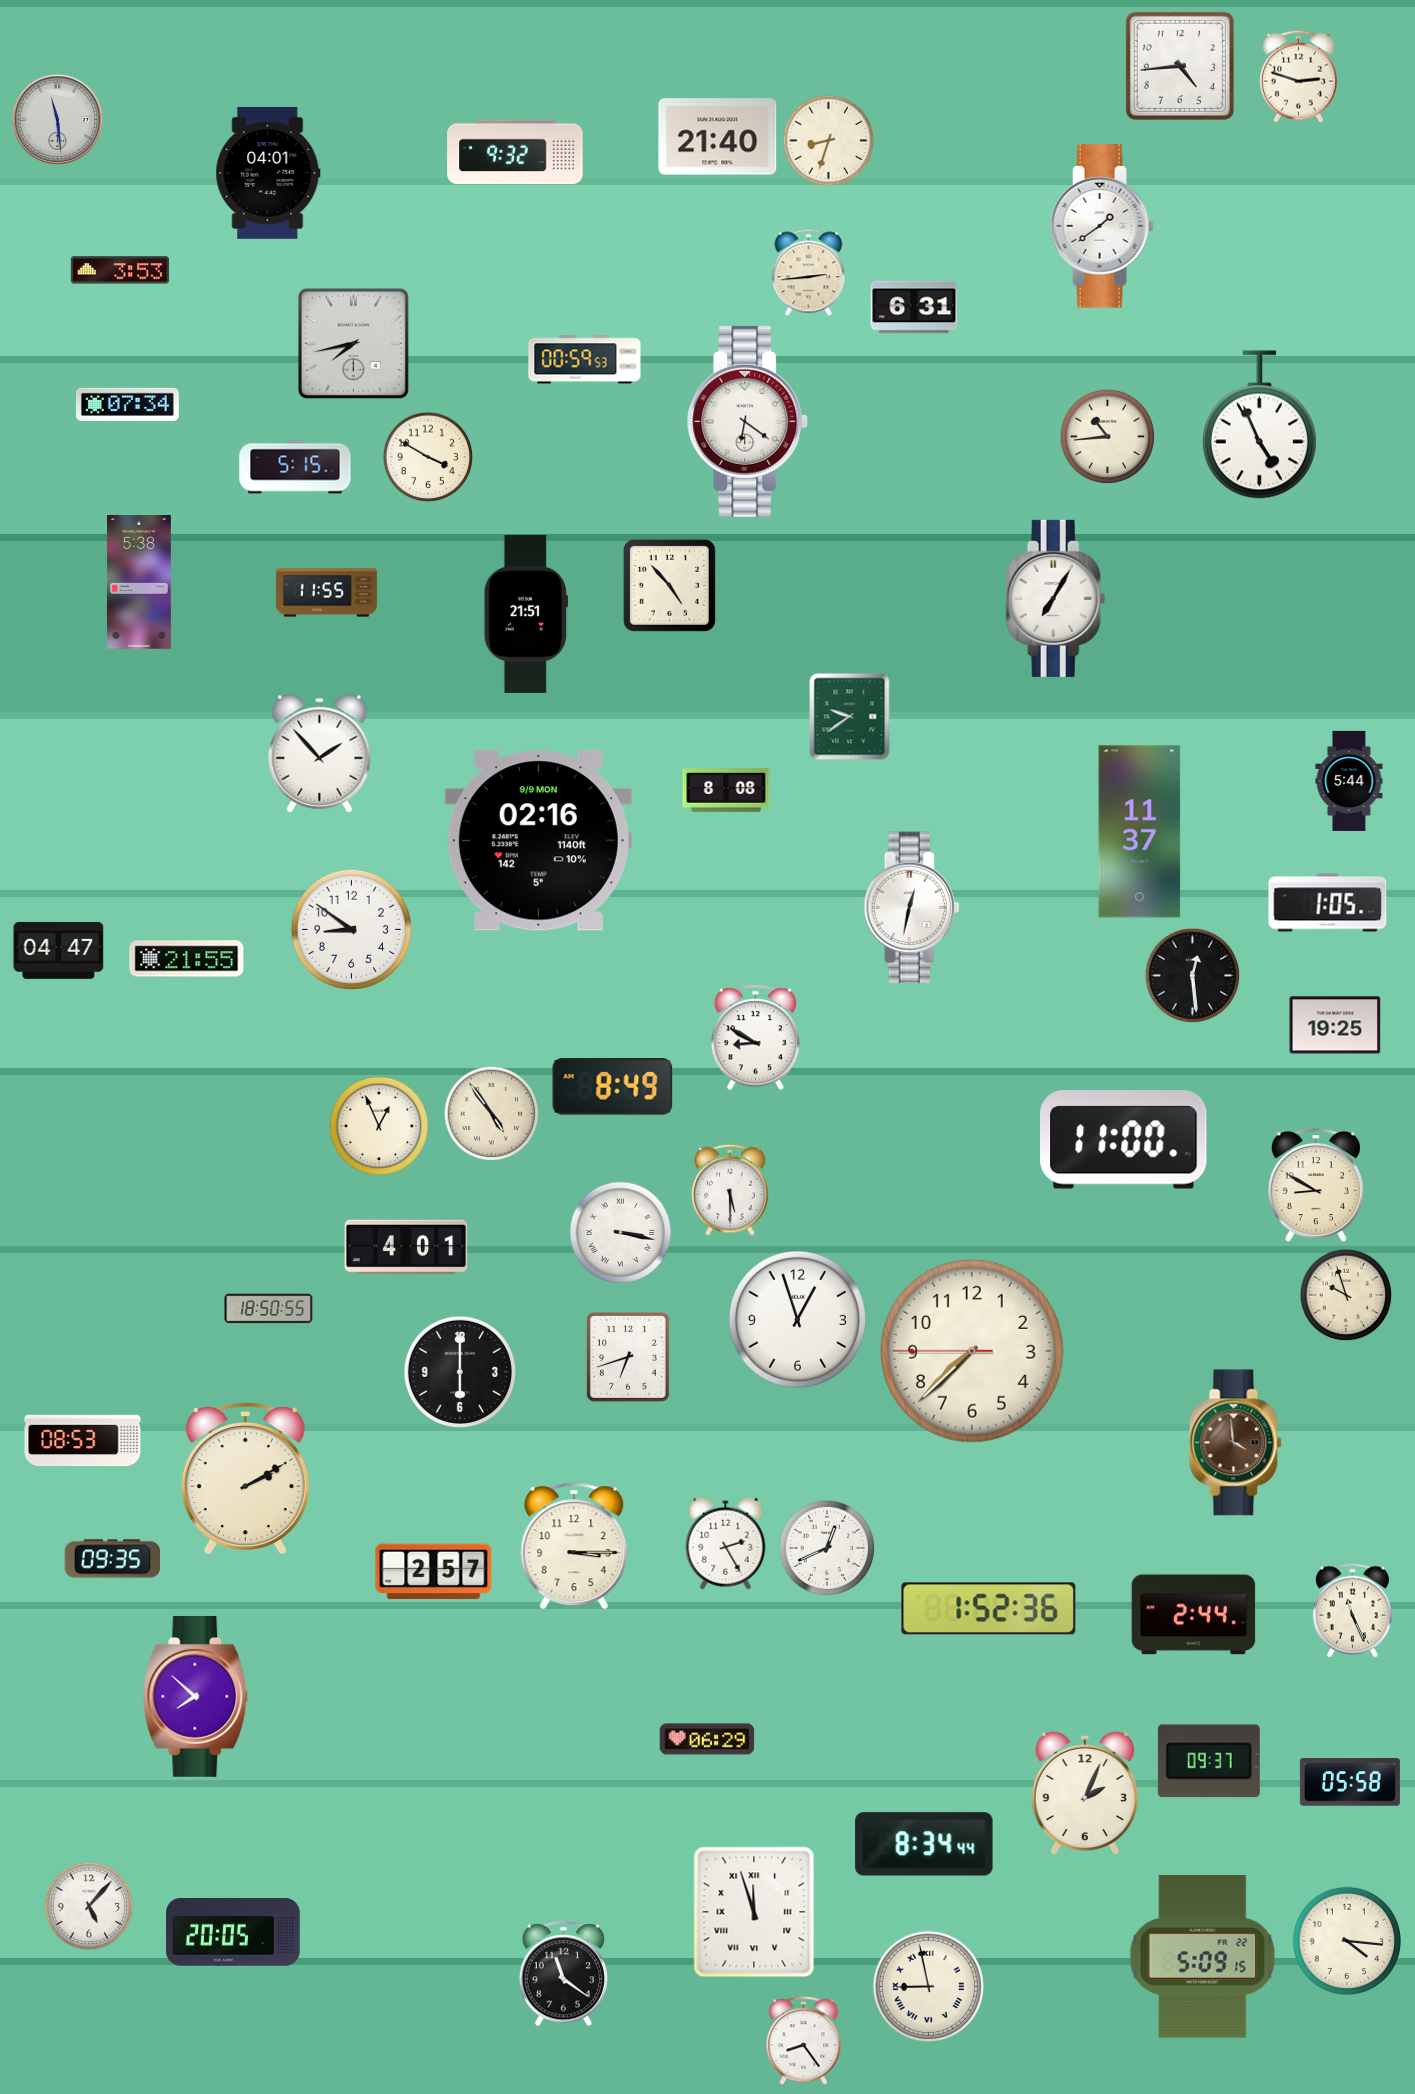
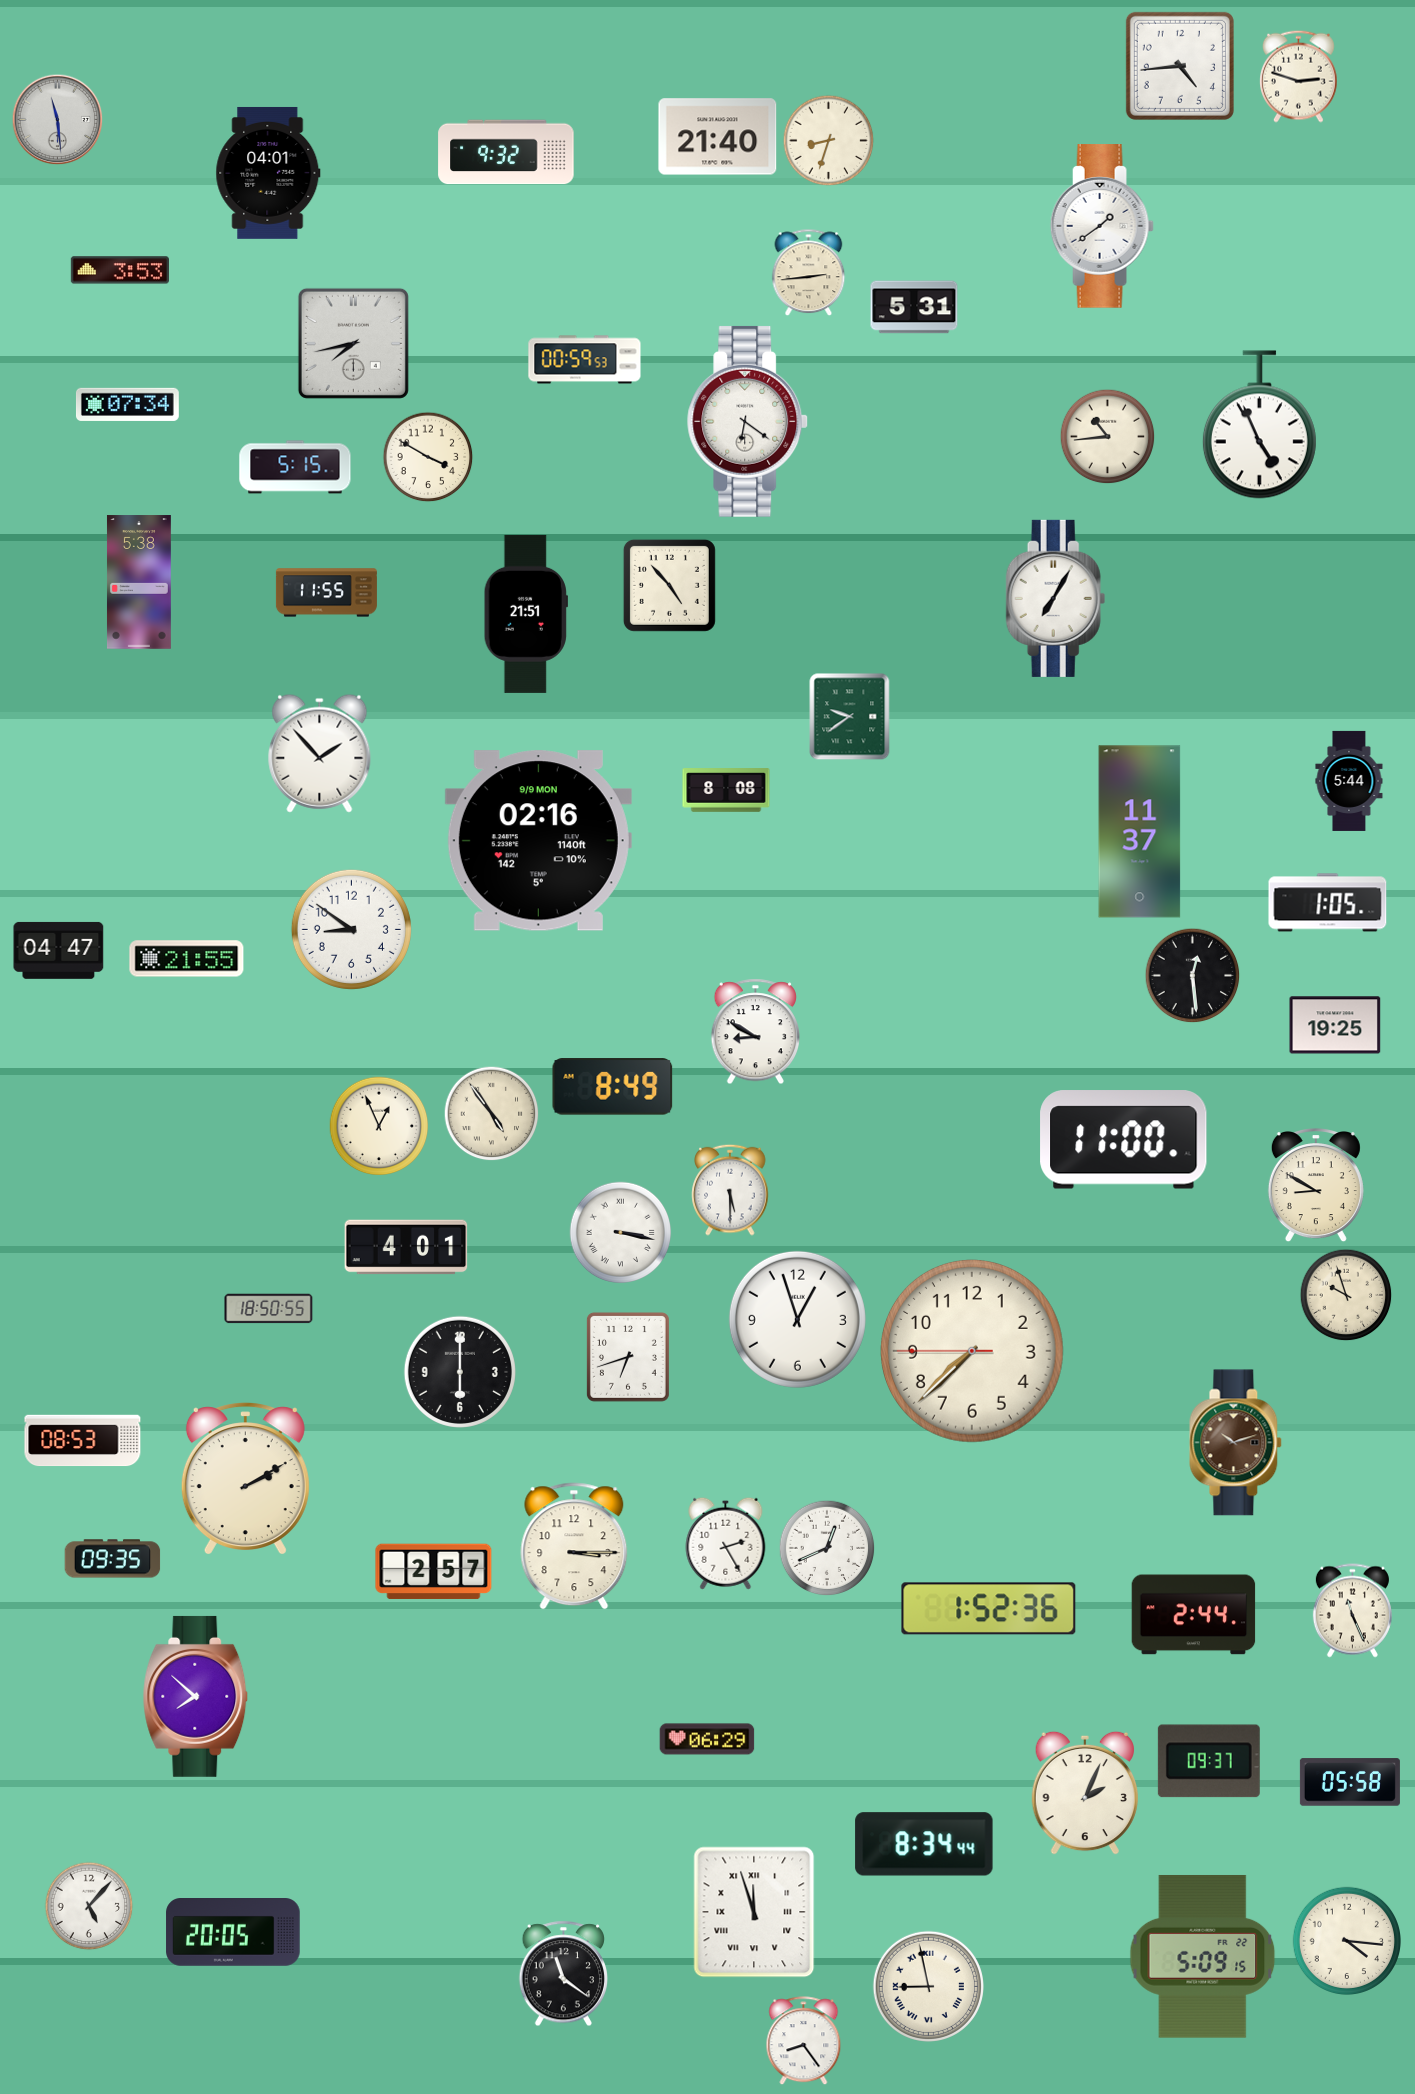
clock at (515, 152) position: (515, 152) -> (506, 152)
clock at (914, 307): 6:31 -> 5:31
clock at (912, 908): 12:32 -> none
clock at (755, 1038) position: (755, 1038) -> (755, 1032)
clock at (1236, 1443): 3:59 -> 10:12
